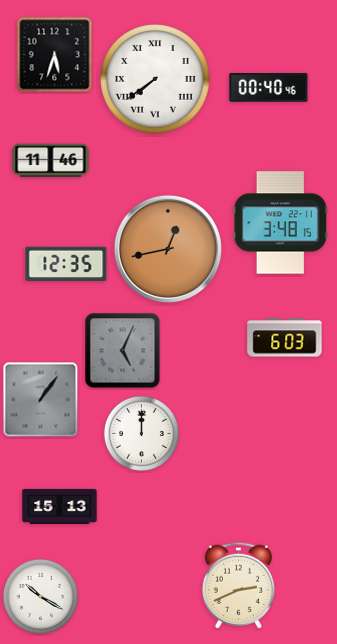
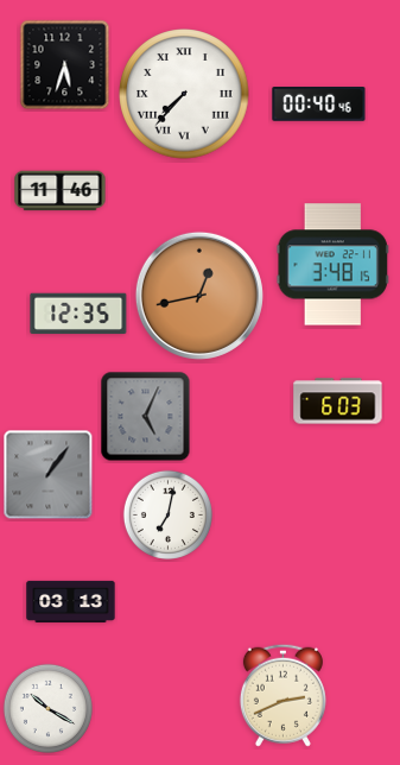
clock at (155, 79): 7:39 -> 7:37
clock at (141, 433): 12:00 -> 7:02
clock at (60, 506): 15:13 -> 03:13
